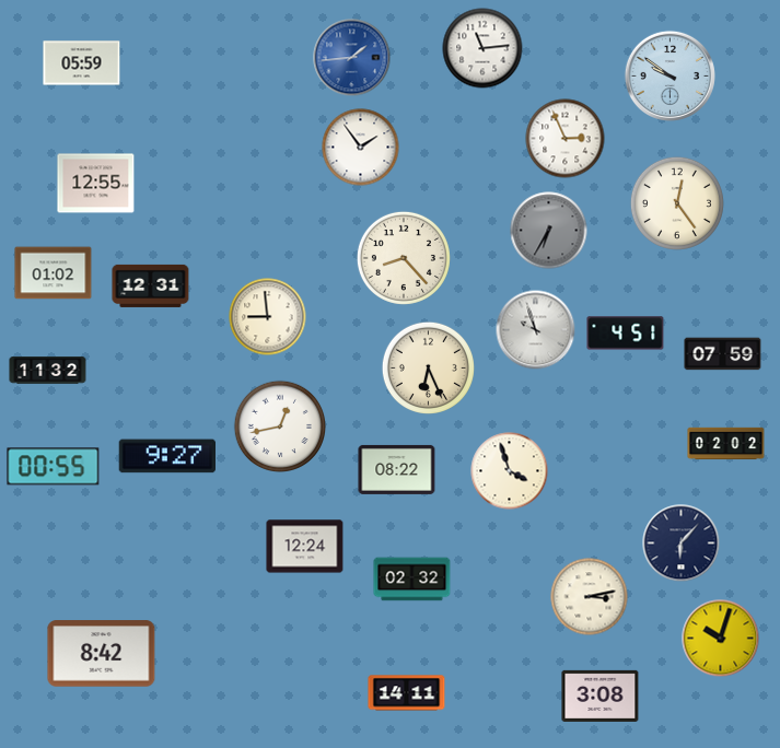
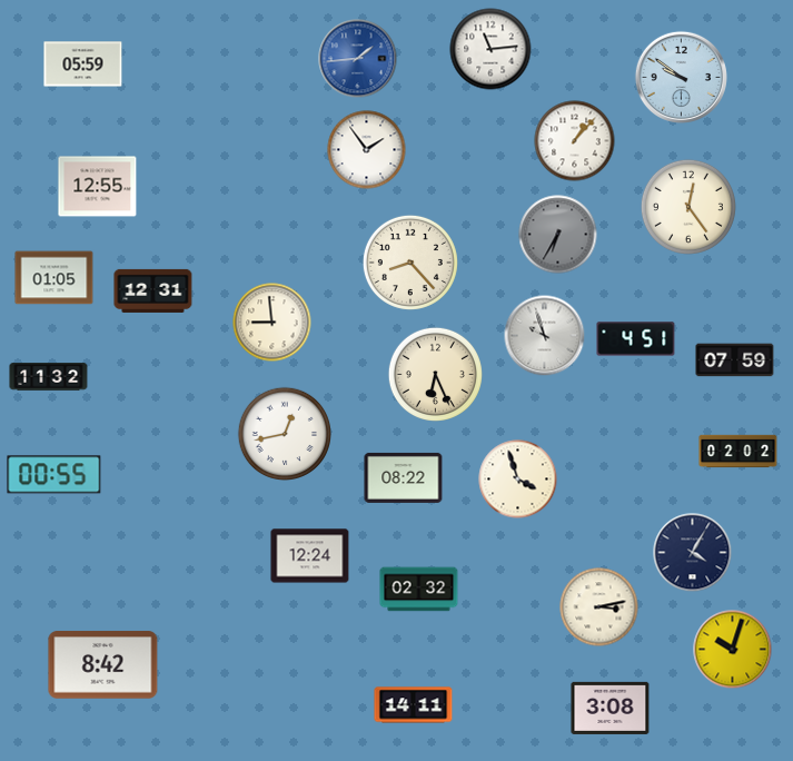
clock at (566, 139): 2:56 -> 1:07
clock at (54, 273): 01:02 -> 01:05
clock at (166, 456): 9:27 -> none
clock at (682, 544): 6:07 -> 4:05
